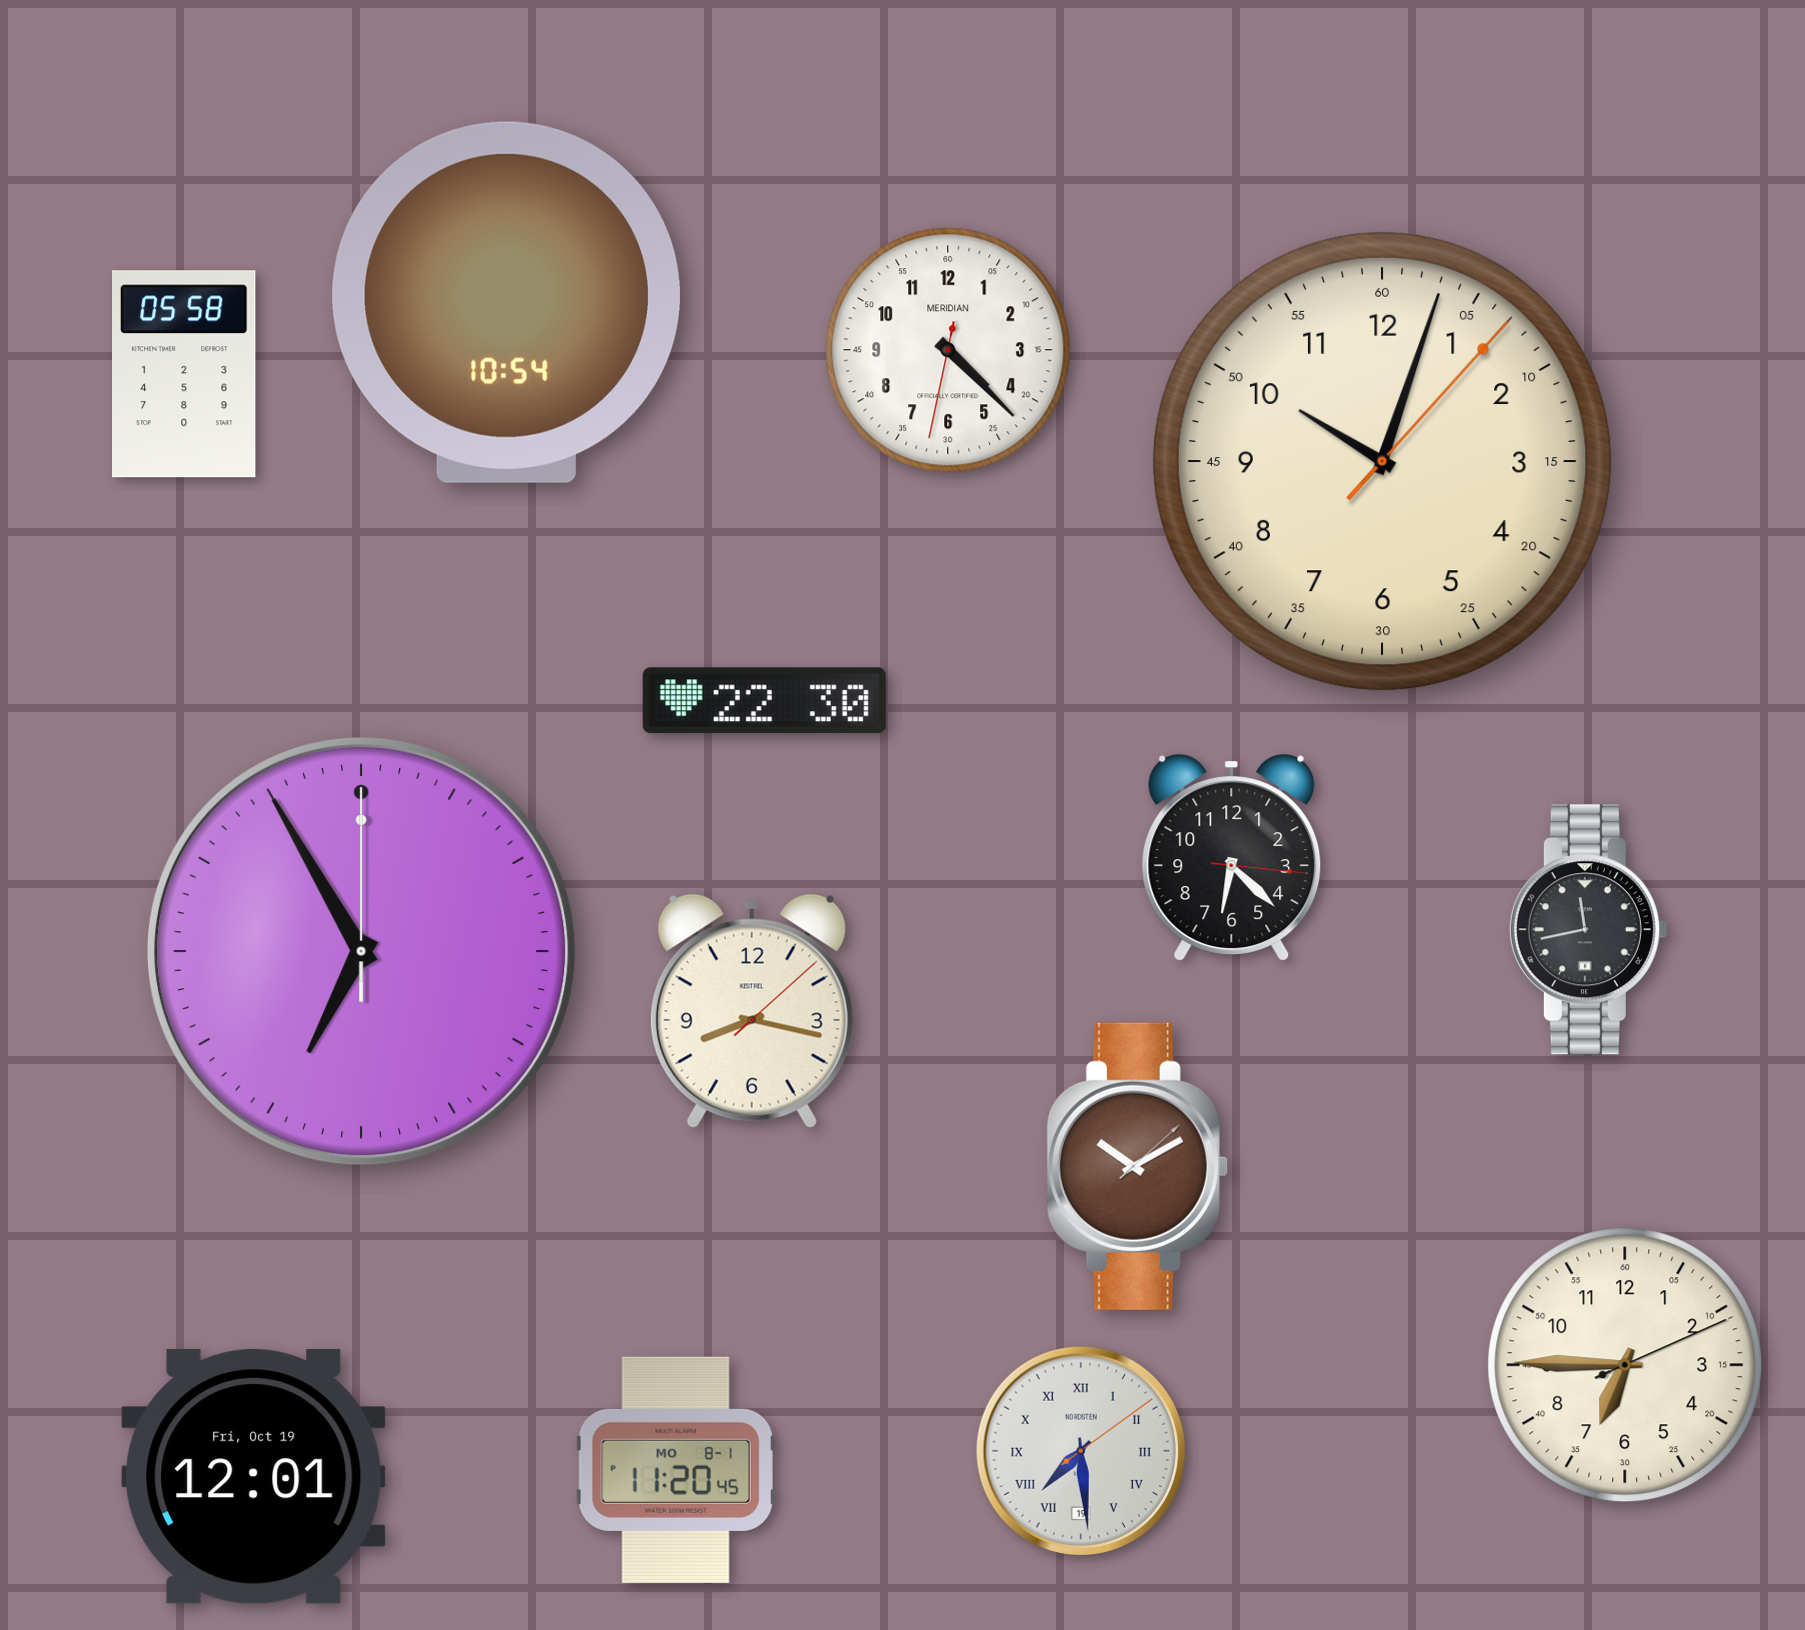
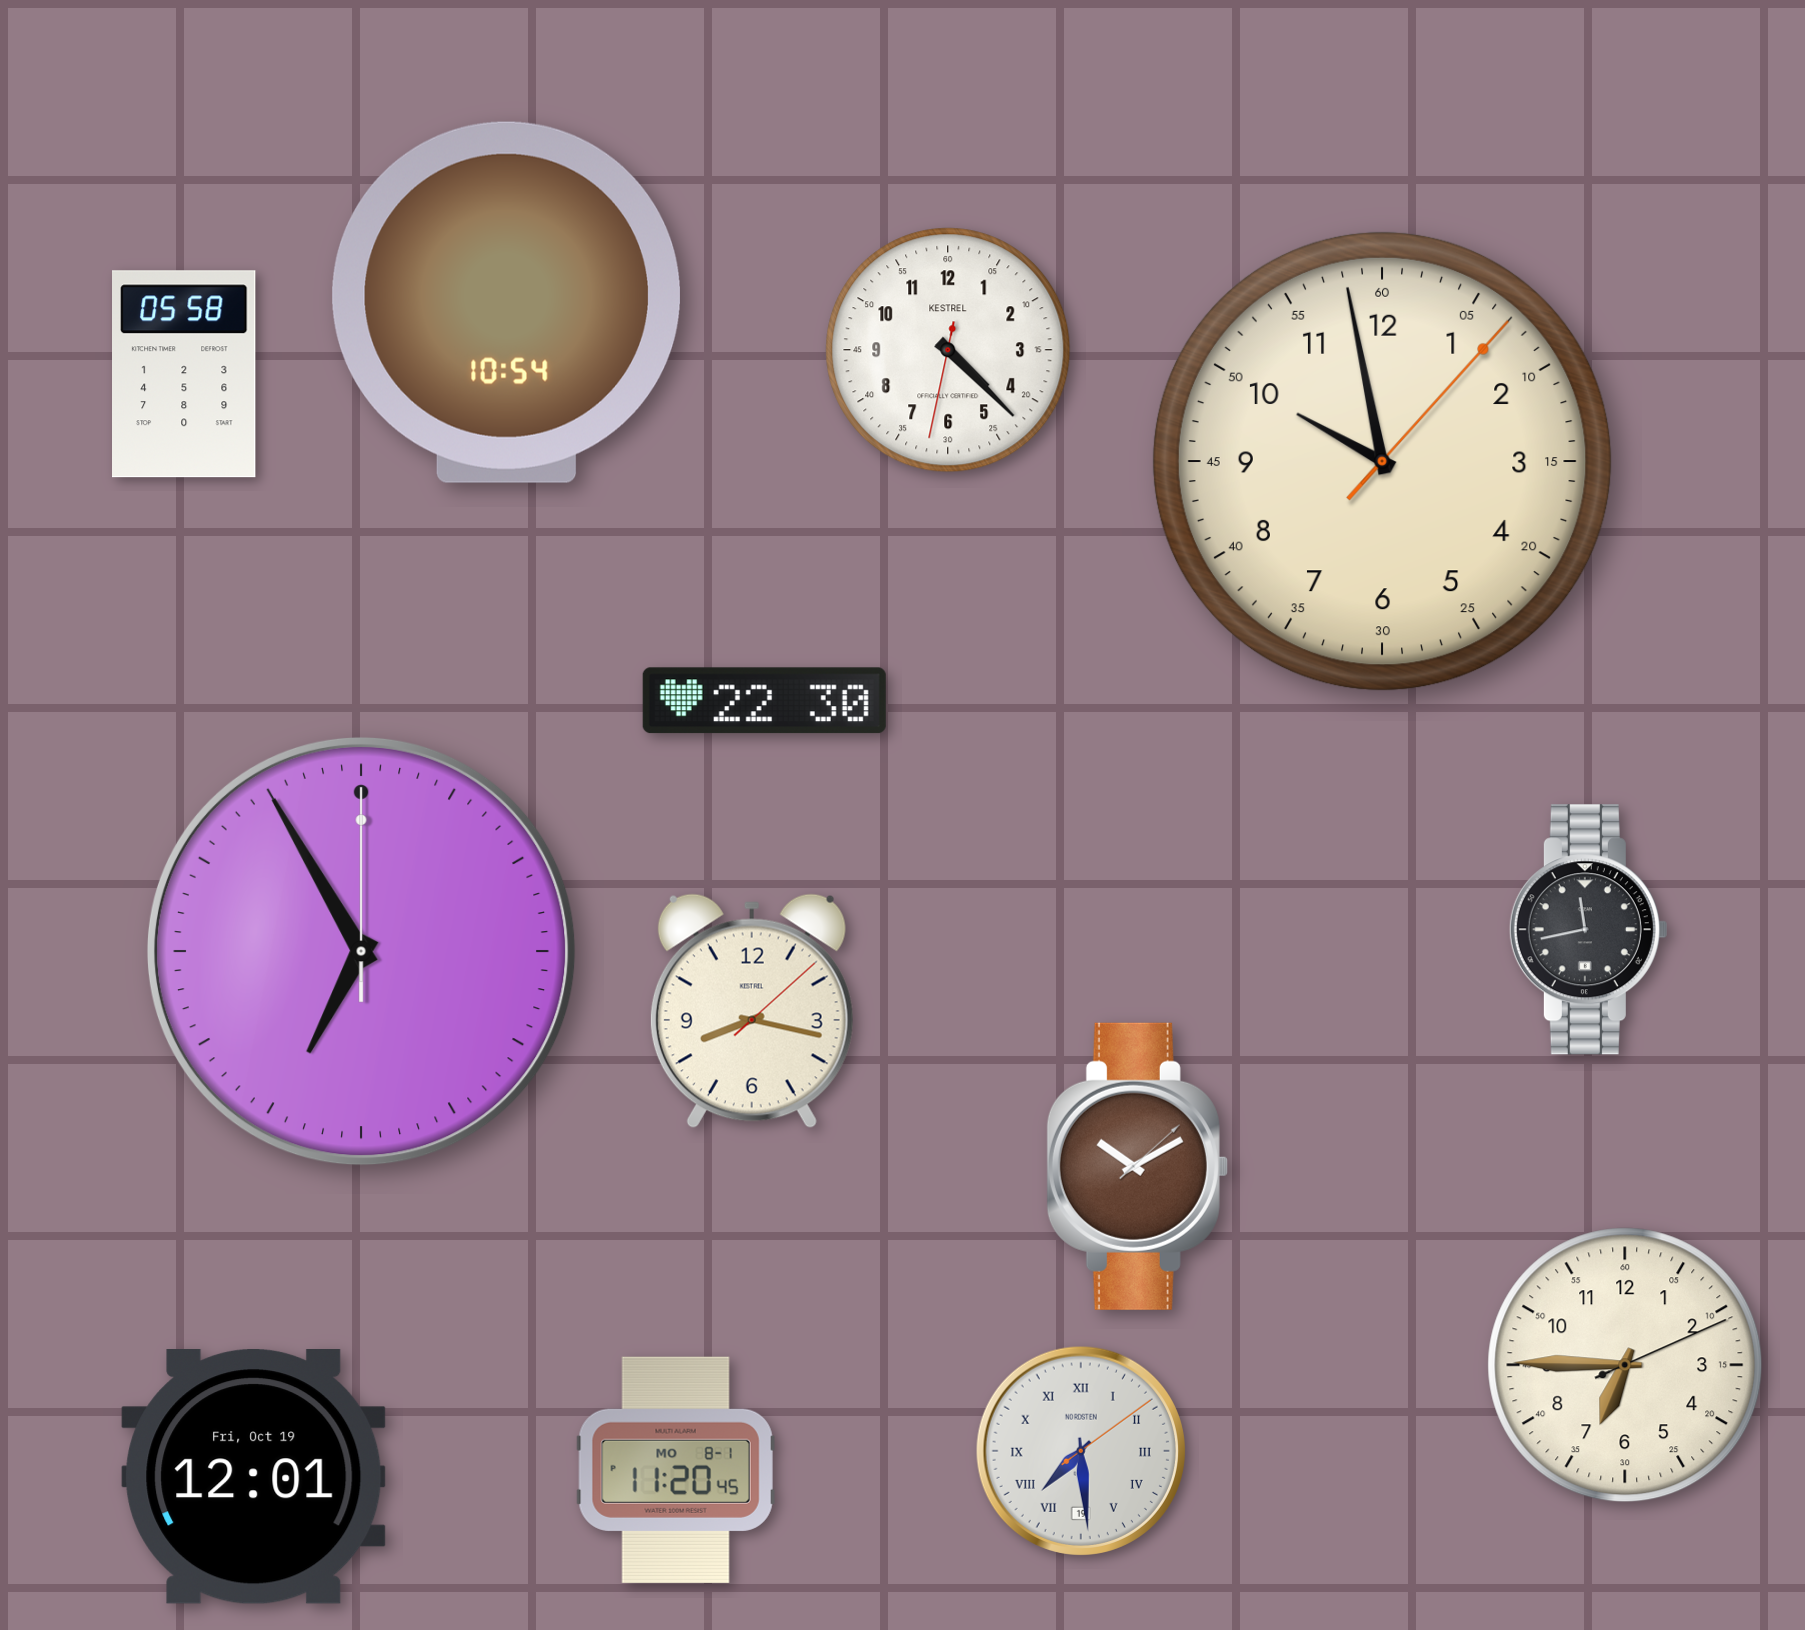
clock at (948, 350) brand: MERIDIAN -> KESTREL
clock at (1382, 461): 10:03 -> 9:58
clock at (1232, 857): 6:22 -> none
